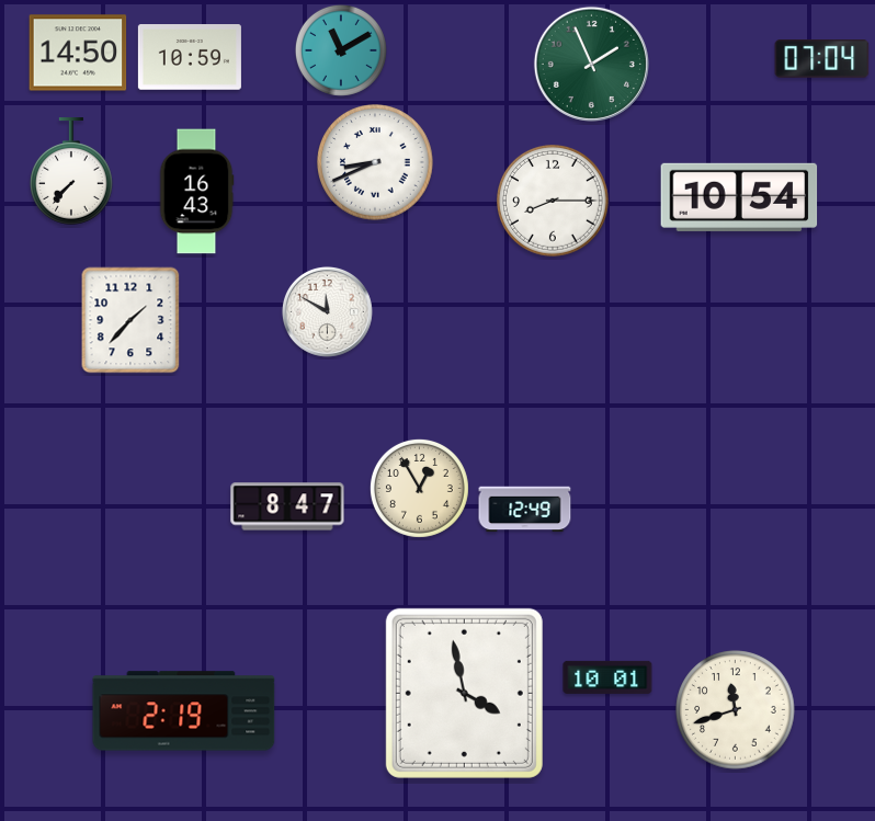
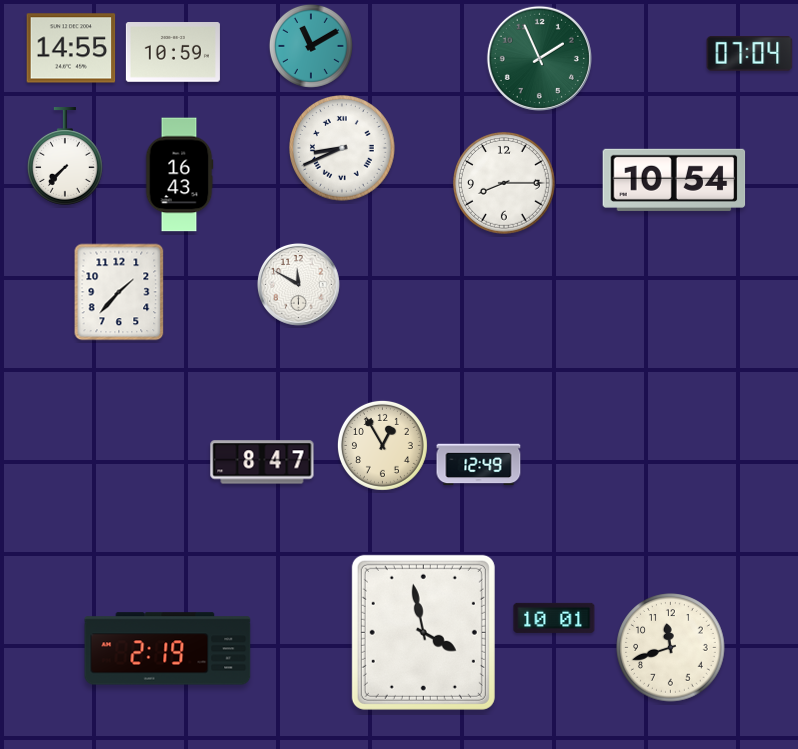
clock at (78, 53): 14:50 -> 14:55
